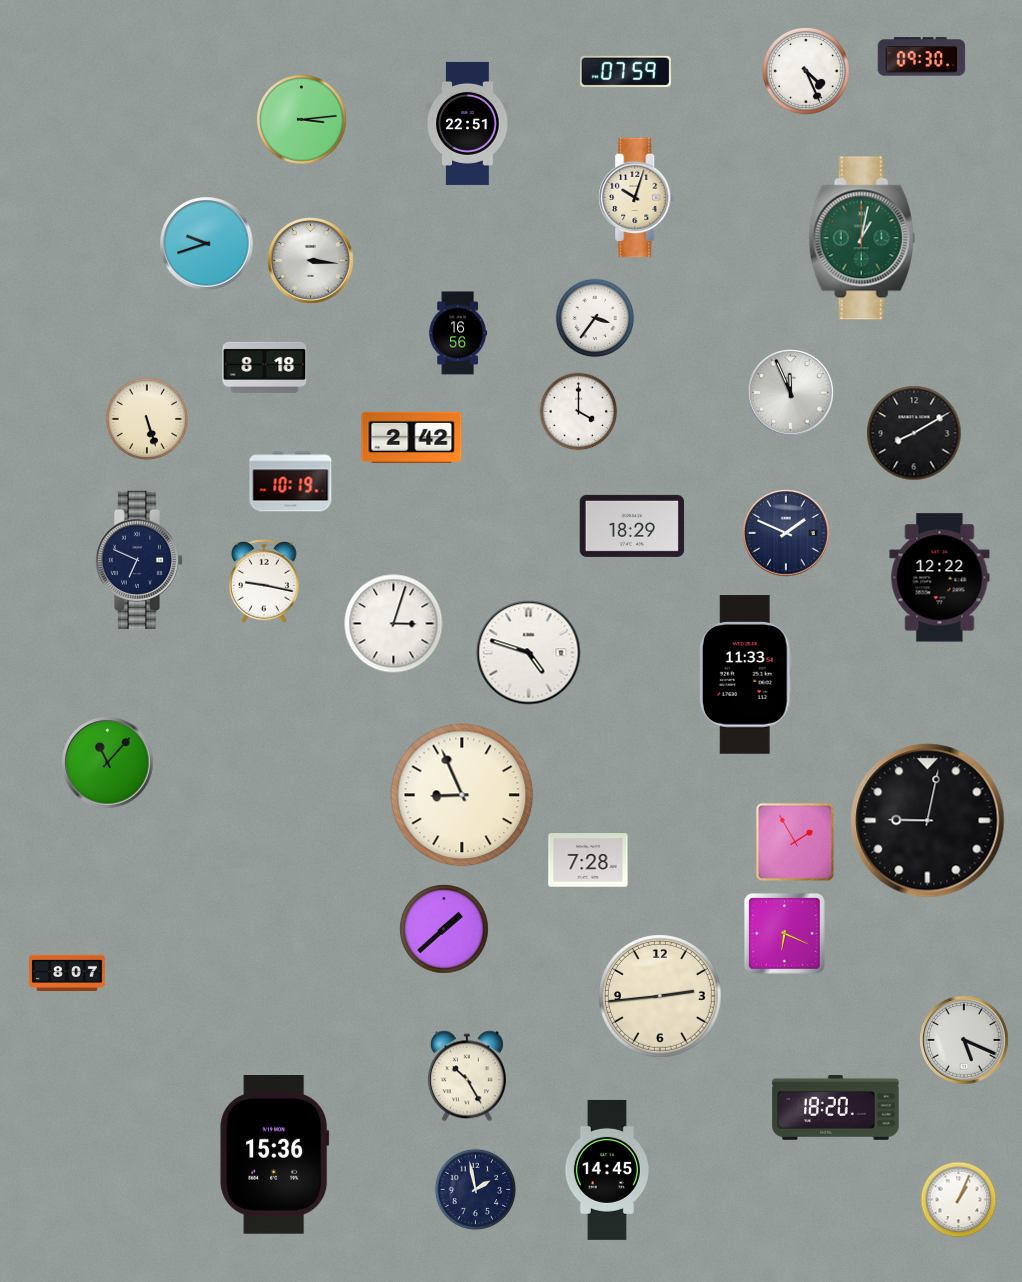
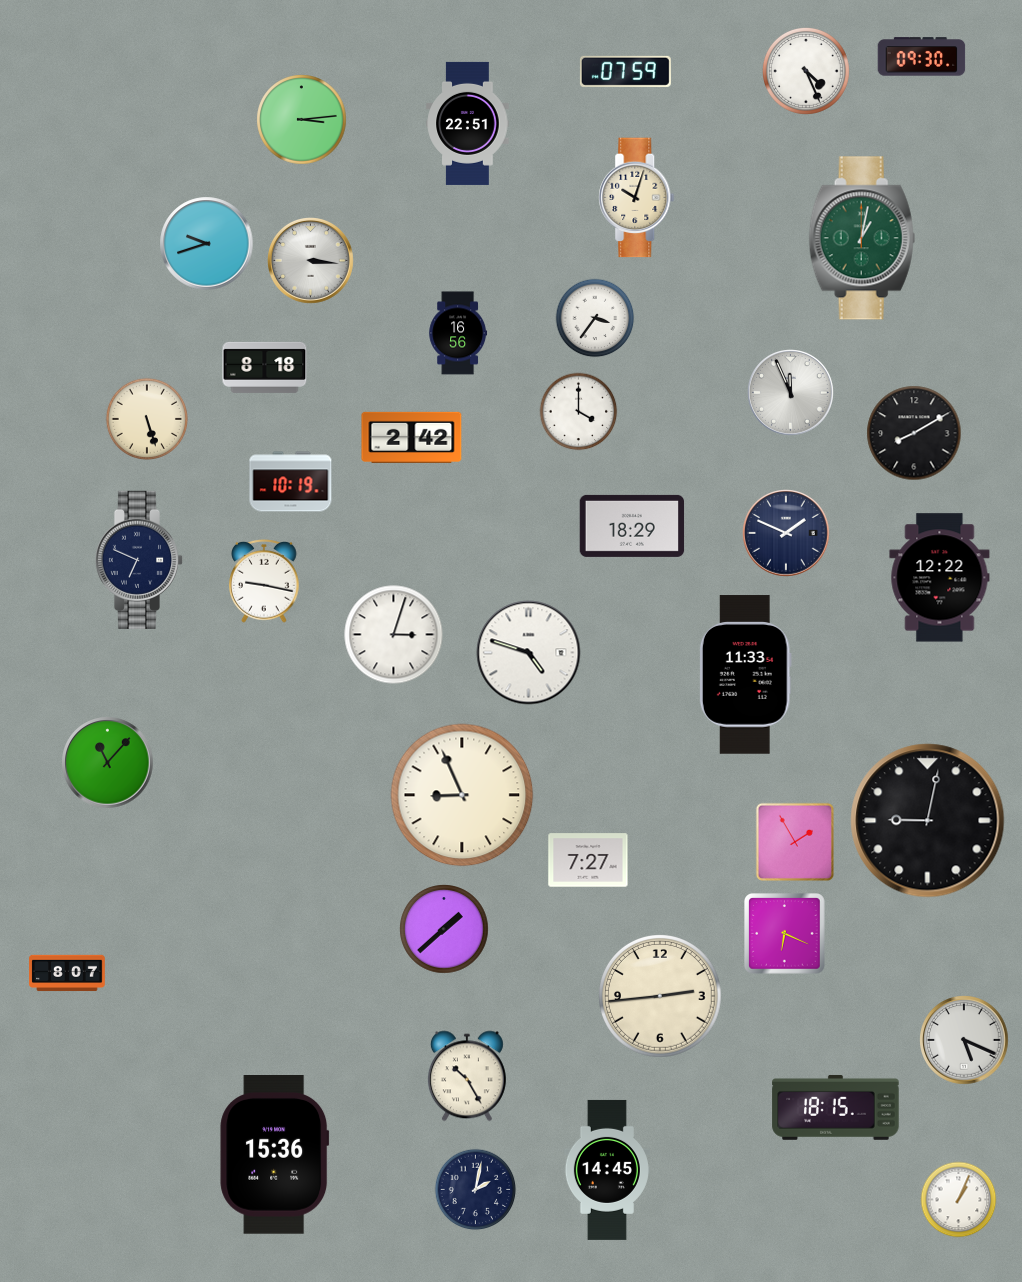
clock at (394, 624) position: (394, 624) -> (394, 635)
clock at (588, 860): 7:28 -> 7:27
clock at (836, 1107): 18:20 -> 18:15
clock at (476, 1190): 1:58 -> 2:02
